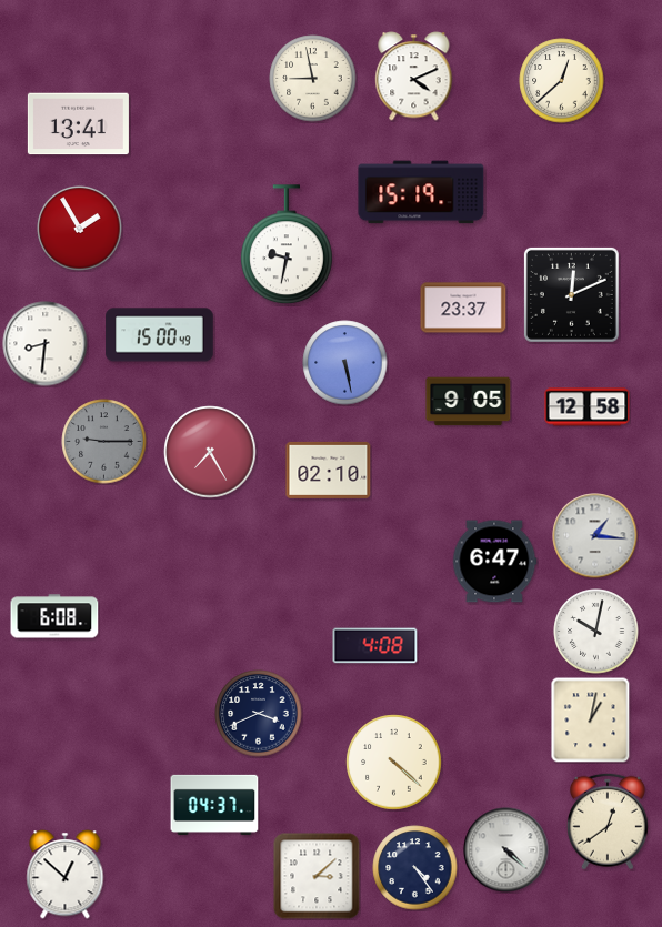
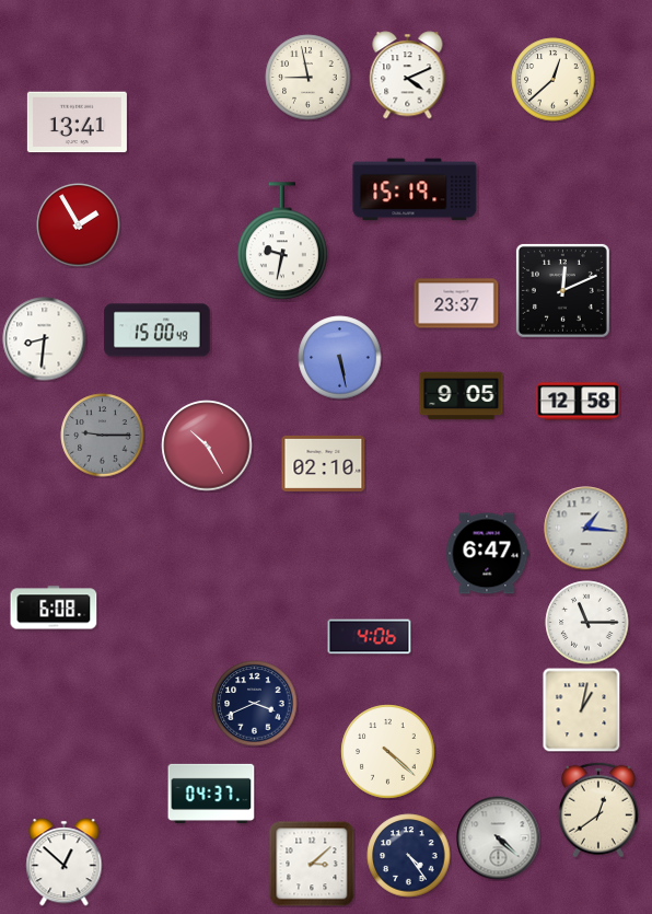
clock at (210, 452): 7:25 -> 10:25
clock at (596, 632): 10:02 -> 11:15
clock at (375, 646): 4:08 -> 4:06
